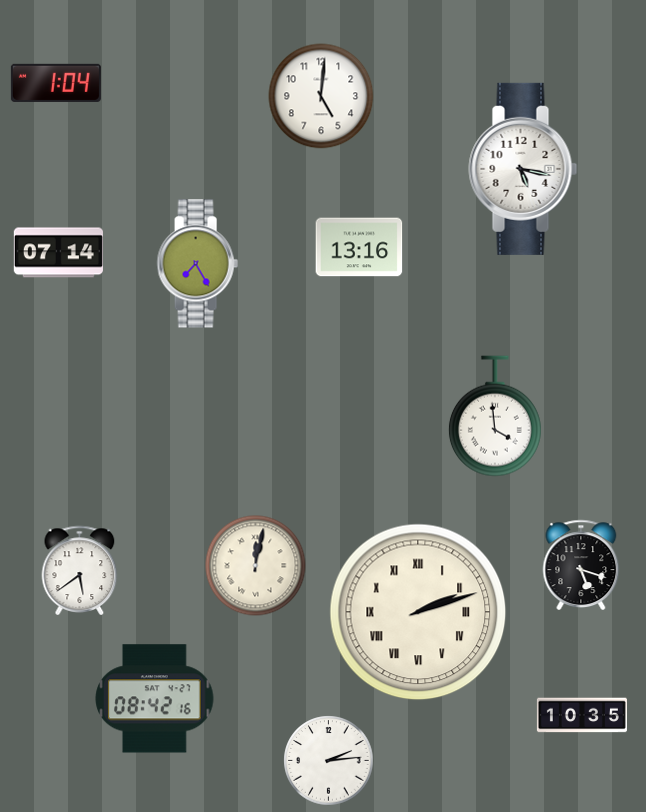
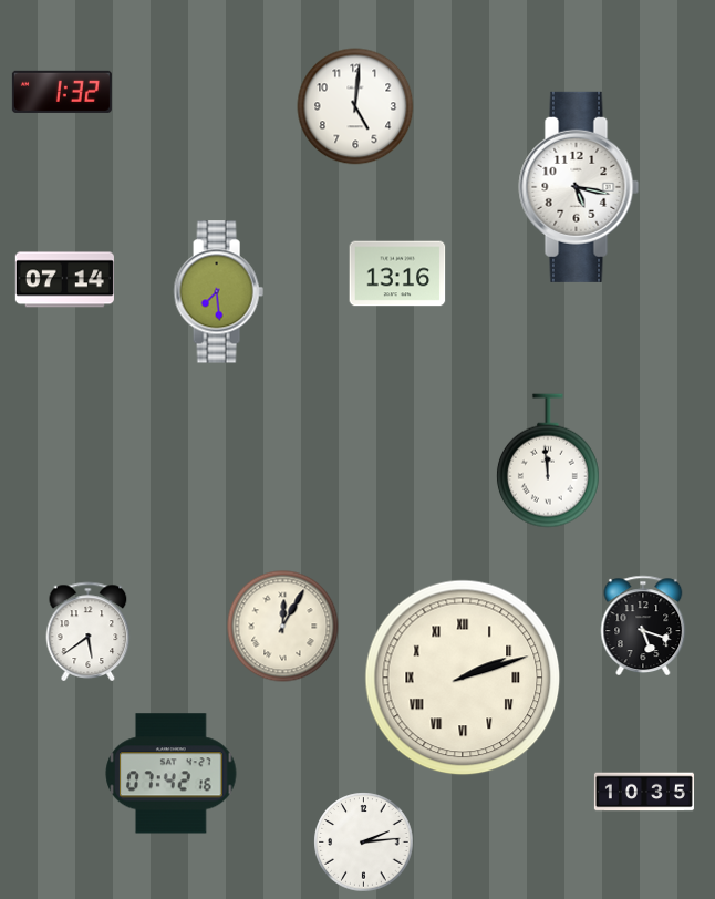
clock at (56, 83): 1:04 -> 1:32
clock at (197, 264): 7:25 -> 7:29
clock at (495, 416): 3:59 -> 11:59
clock at (256, 566): 12:02 -> 12:05
clock at (155, 699): 08:42 -> 07:42
